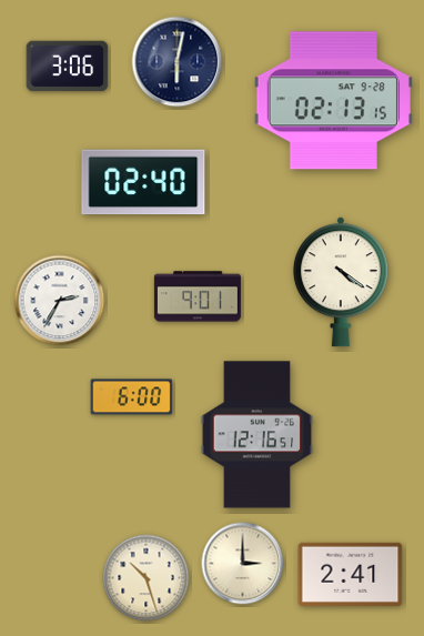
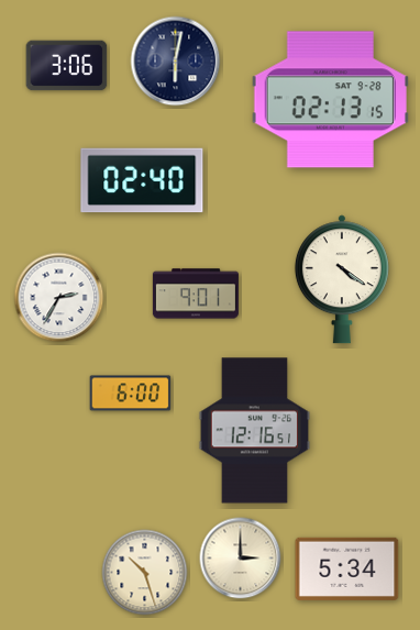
clock at (341, 282) position: (341, 282) -> (342, 279)
clock at (351, 574): 2:41 -> 5:34
